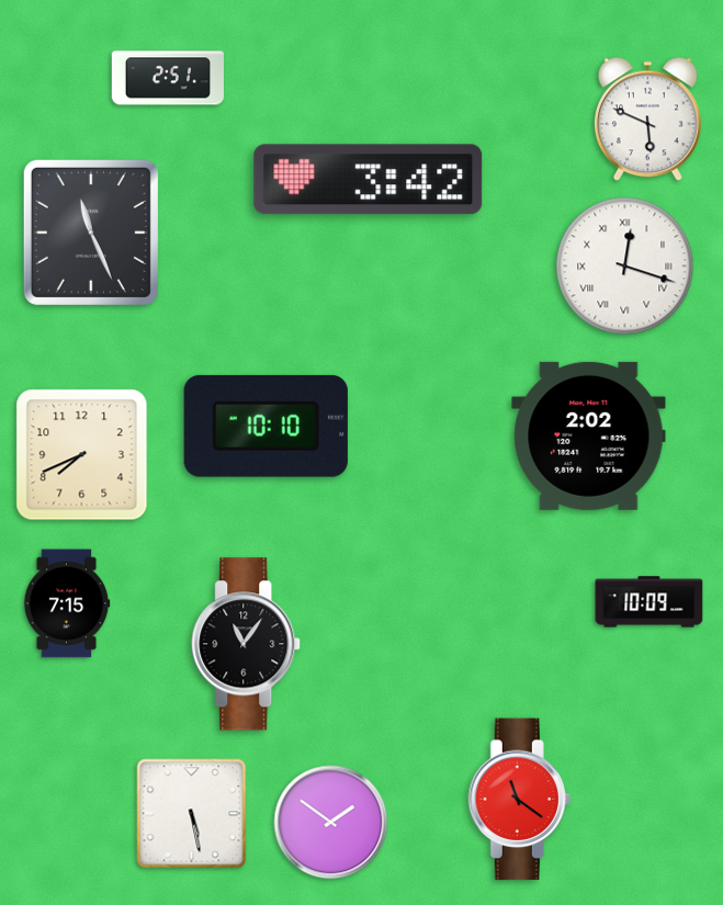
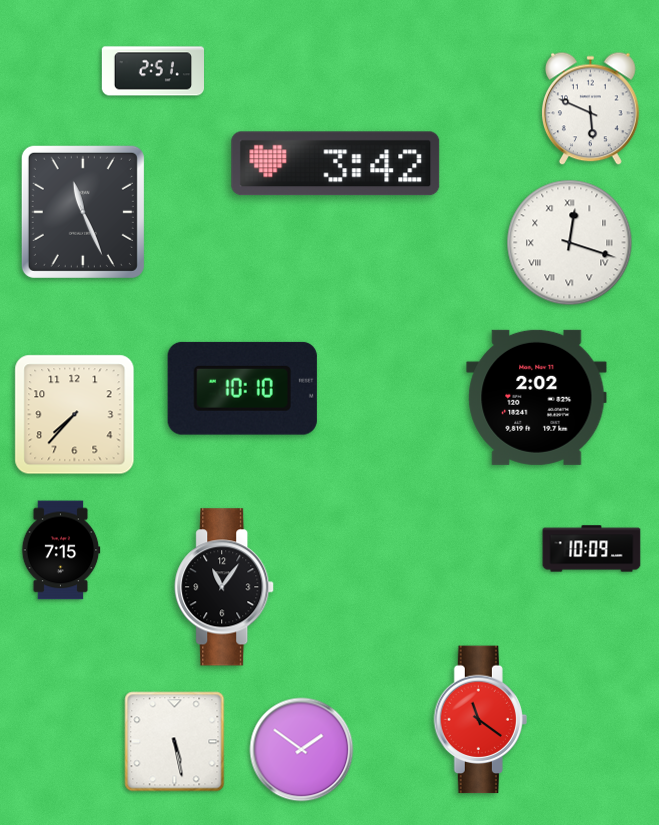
clock at (82, 455): 7:41 -> 7:37
clock at (519, 800) position: (519, 800) -> (480, 720)
